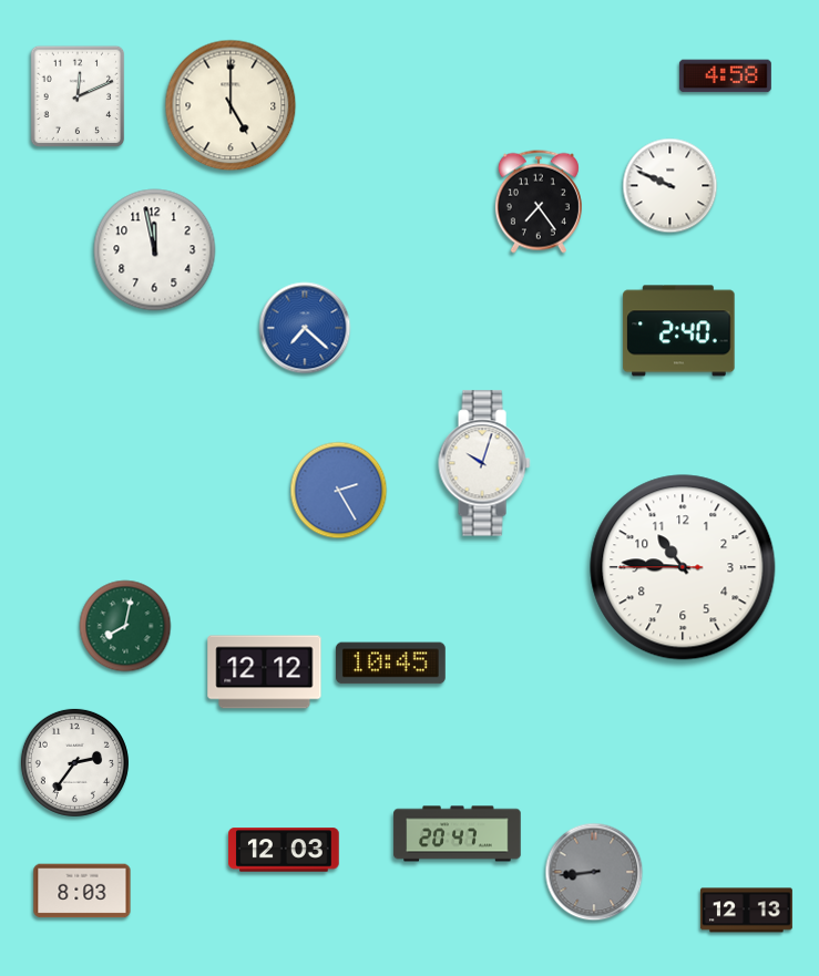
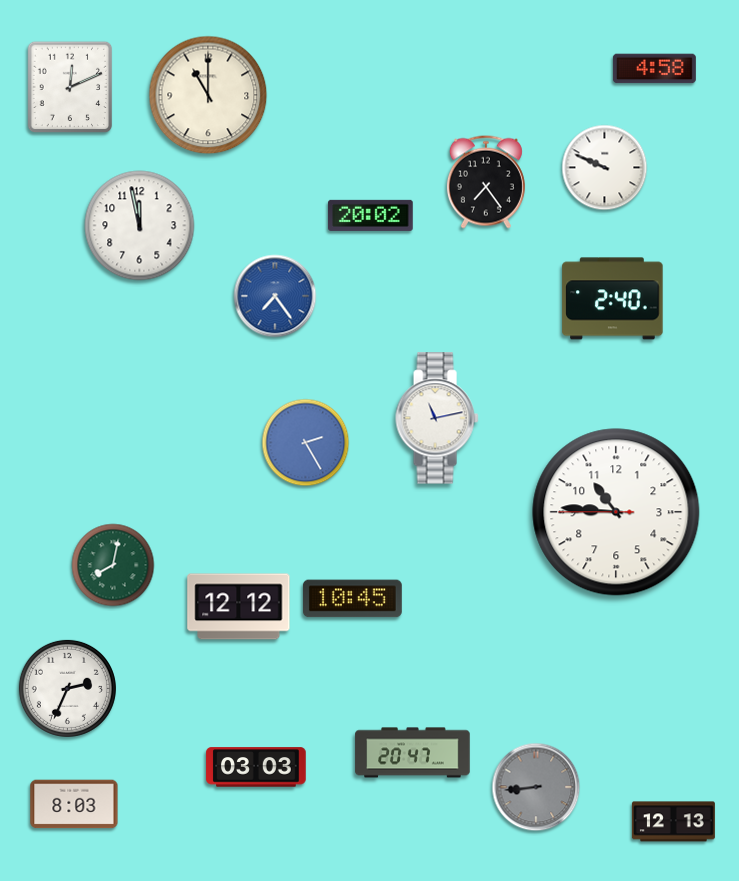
clock at (231, 105): 5:00 -> 11:00
clock at (371, 215): none -> 20:02
clock at (305, 328): 7:22 -> 7:24
clock at (484, 463): 10:03 -> 11:13
clock at (74, 762): 2:36 -> 2:34
clock at (284, 850): 12:03 -> 03:03
